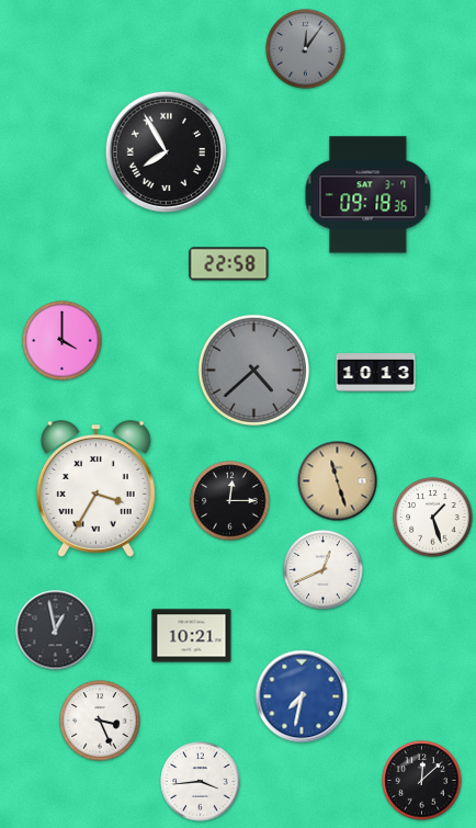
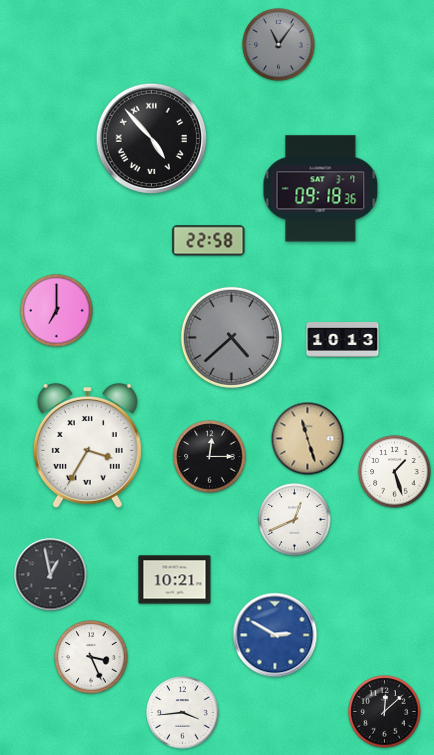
clock at (306, 49): 12:06 -> 11:06
clock at (166, 151): 7:55 -> 4:53
clock at (369, 195) position: (369, 195) -> (321, 189)
clock at (63, 341): 4:00 -> 7:00
clock at (302, 696): 7:32 -> 2:50
